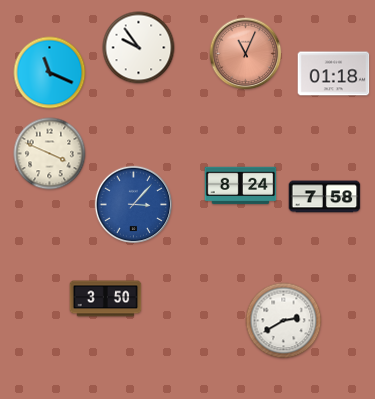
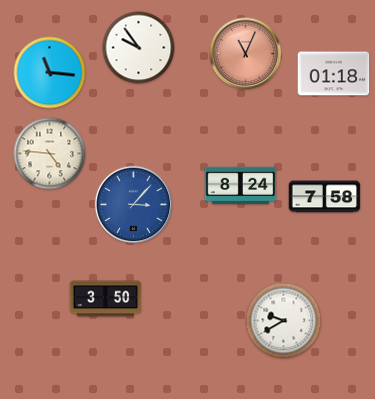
clock at (50, 73): 11:19 -> 11:16
clock at (50, 154): 3:49 -> 4:46
clock at (284, 321): 2:40 -> 9:40
